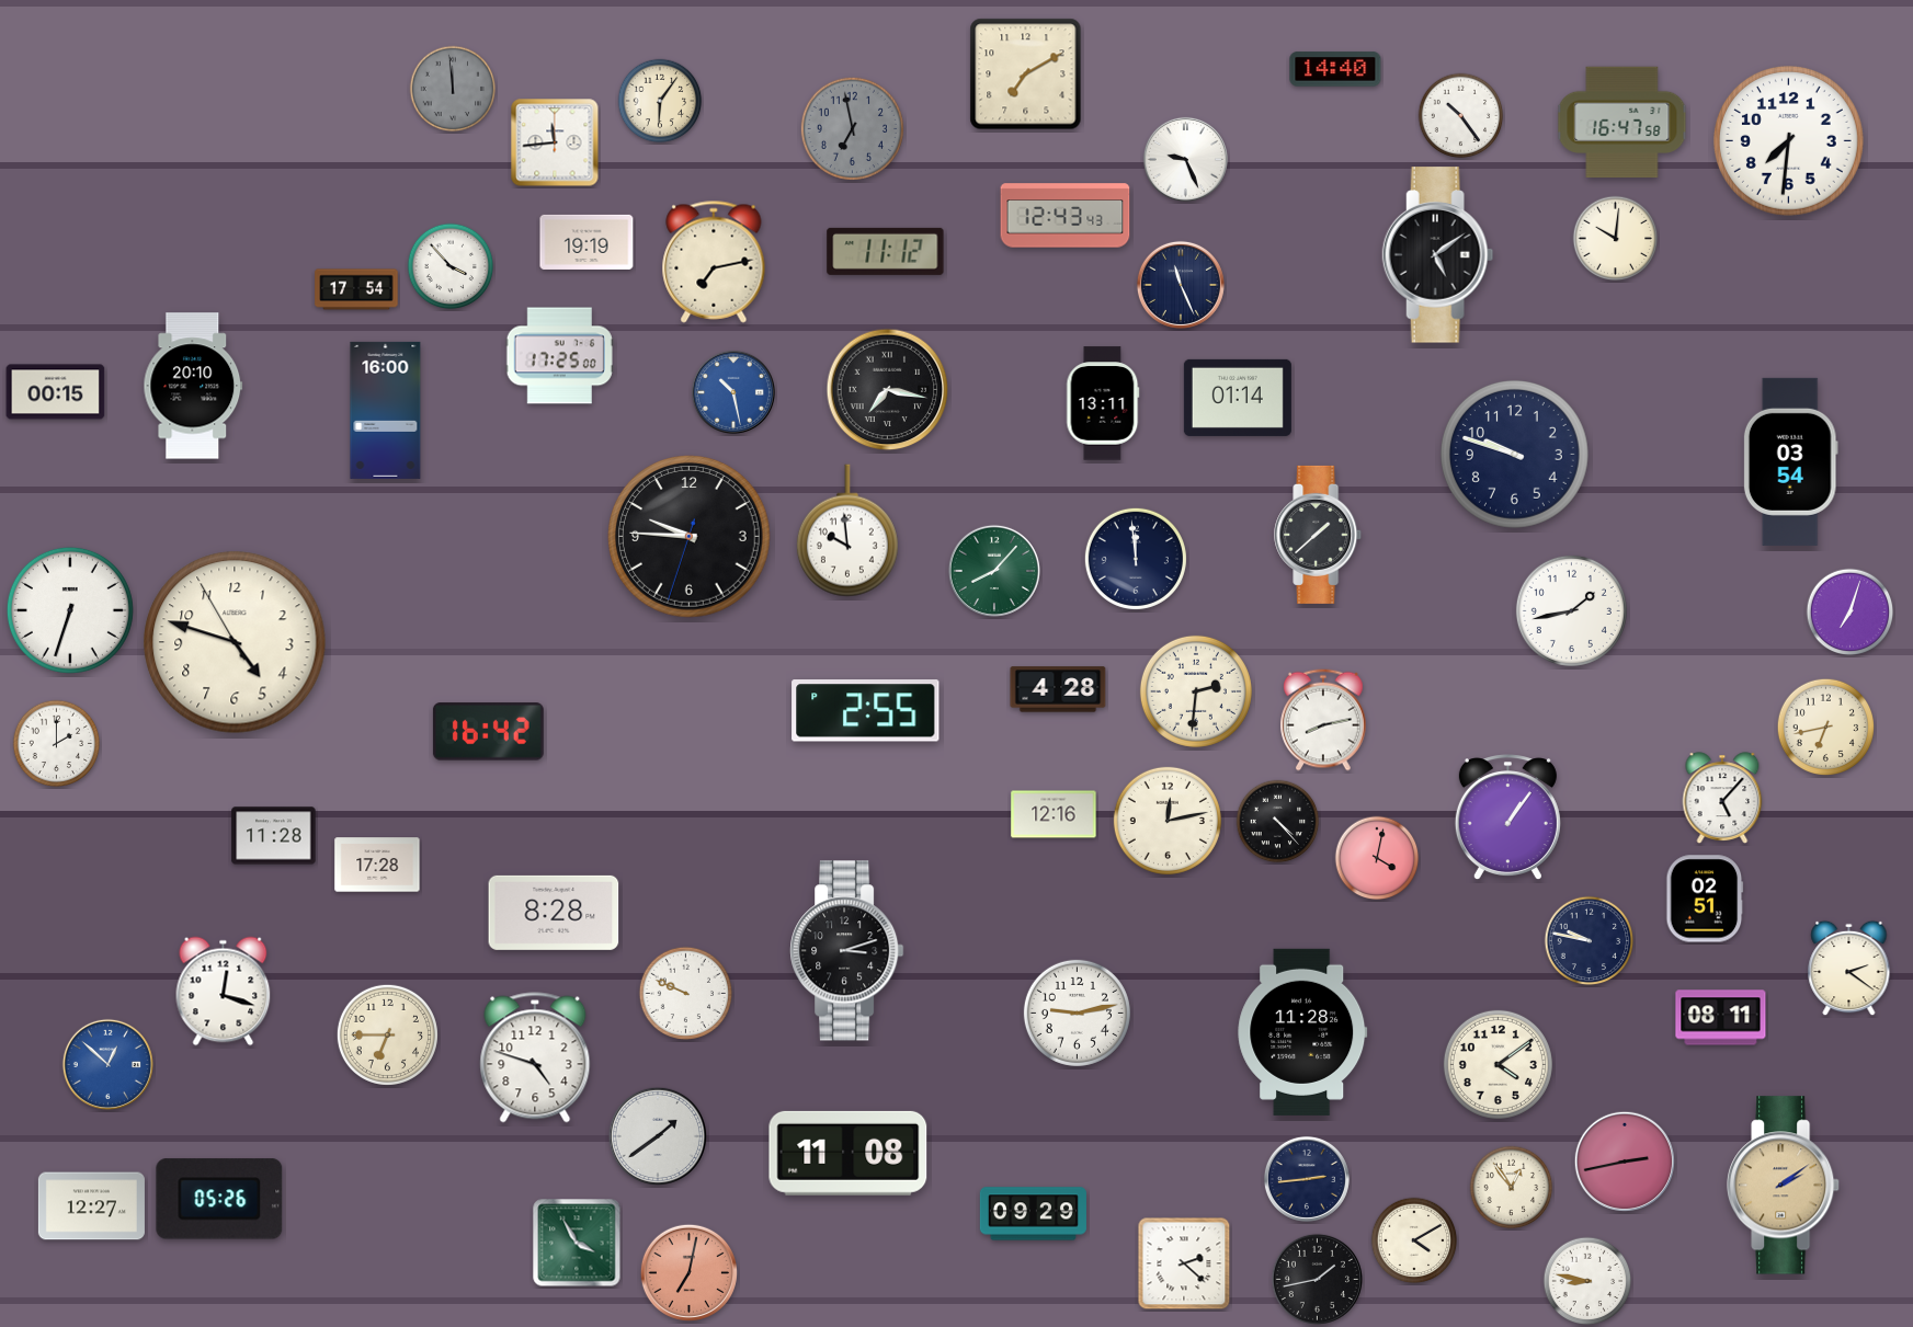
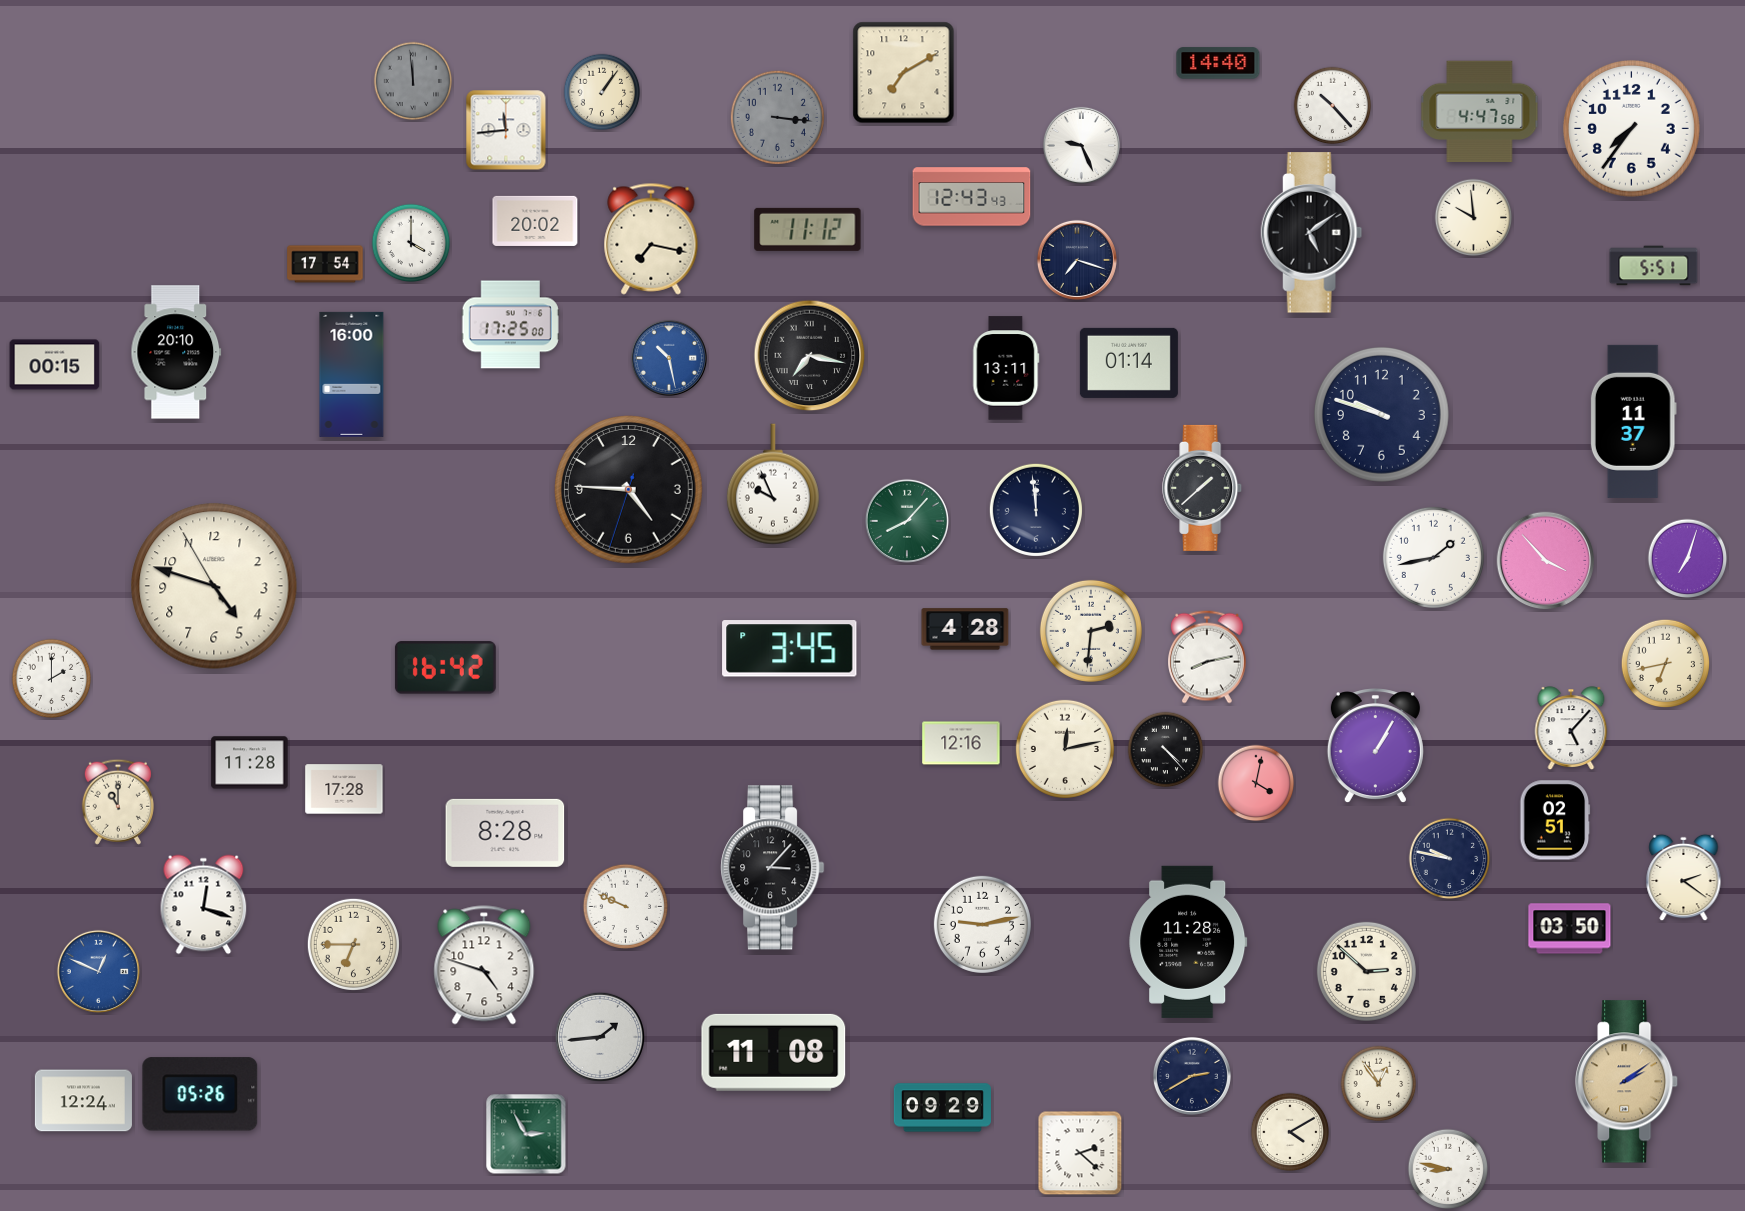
clock at (1026, 75) position: (1026, 75) -> (904, 73)
clock at (660, 101): 6:06 -> 1:06
clock at (1461, 116): 10:24 -> 10:23
clock at (1622, 123): 16:47 -> 4:47
clock at (852, 128): 6:58 -> 3:16
clock at (1788, 141): 7:31 -> 7:36
clock at (1616, 239): 10:01 -> 9:59
clock at (587, 242): 19:19 -> 20:02
clock at (714, 262): 7:13 -> 7:17
clock at (451, 266): 3:53 -> 4:00
clock at (1181, 285): 11:26 -> 7:18
clock at (1654, 266): none -> 5:51
clock at (56, 392) position: (56, 392) -> (55, 365)
clock at (1790, 461): 03:54 -> 11:37
clock at (847, 530): 9:59 -> 9:56
clock at (690, 537): 9:45 -> 4:45
clock at (70, 610): 6:33 -> none
clock at (1546, 561): none -> 3:53
clock at (866, 711): 2:55 -> 3:45
clock at (1507, 817): 1:06 -> 1:05
clock at (118, 802): none -> 11:00
clock at (847, 951): 3:12 -> 3:07
clock at (1849, 969) position: (1849, 969) -> (1684, 878)
clock at (1721, 1018): 08:11 -> 03:50
clock at (535, 1057) position: (535, 1057) -> (484, 965)
clock at (107, 1064): 12:52 -> 12:49
clock at (1498, 1064): 4:09 -> 2:52
clock at (657, 1135): 1:39 -> 1:44
clock at (1624, 1160): 2:43 -> none
clock at (1307, 1179): 2:44 -> 2:40
clock at (91, 1206): 12:27 -> 12:24
clock at (577, 1243): 3:55 -> 2:55
clock at (688, 1272): 7:02 -> none
clock at (1317, 1279): 1:43 -> none
